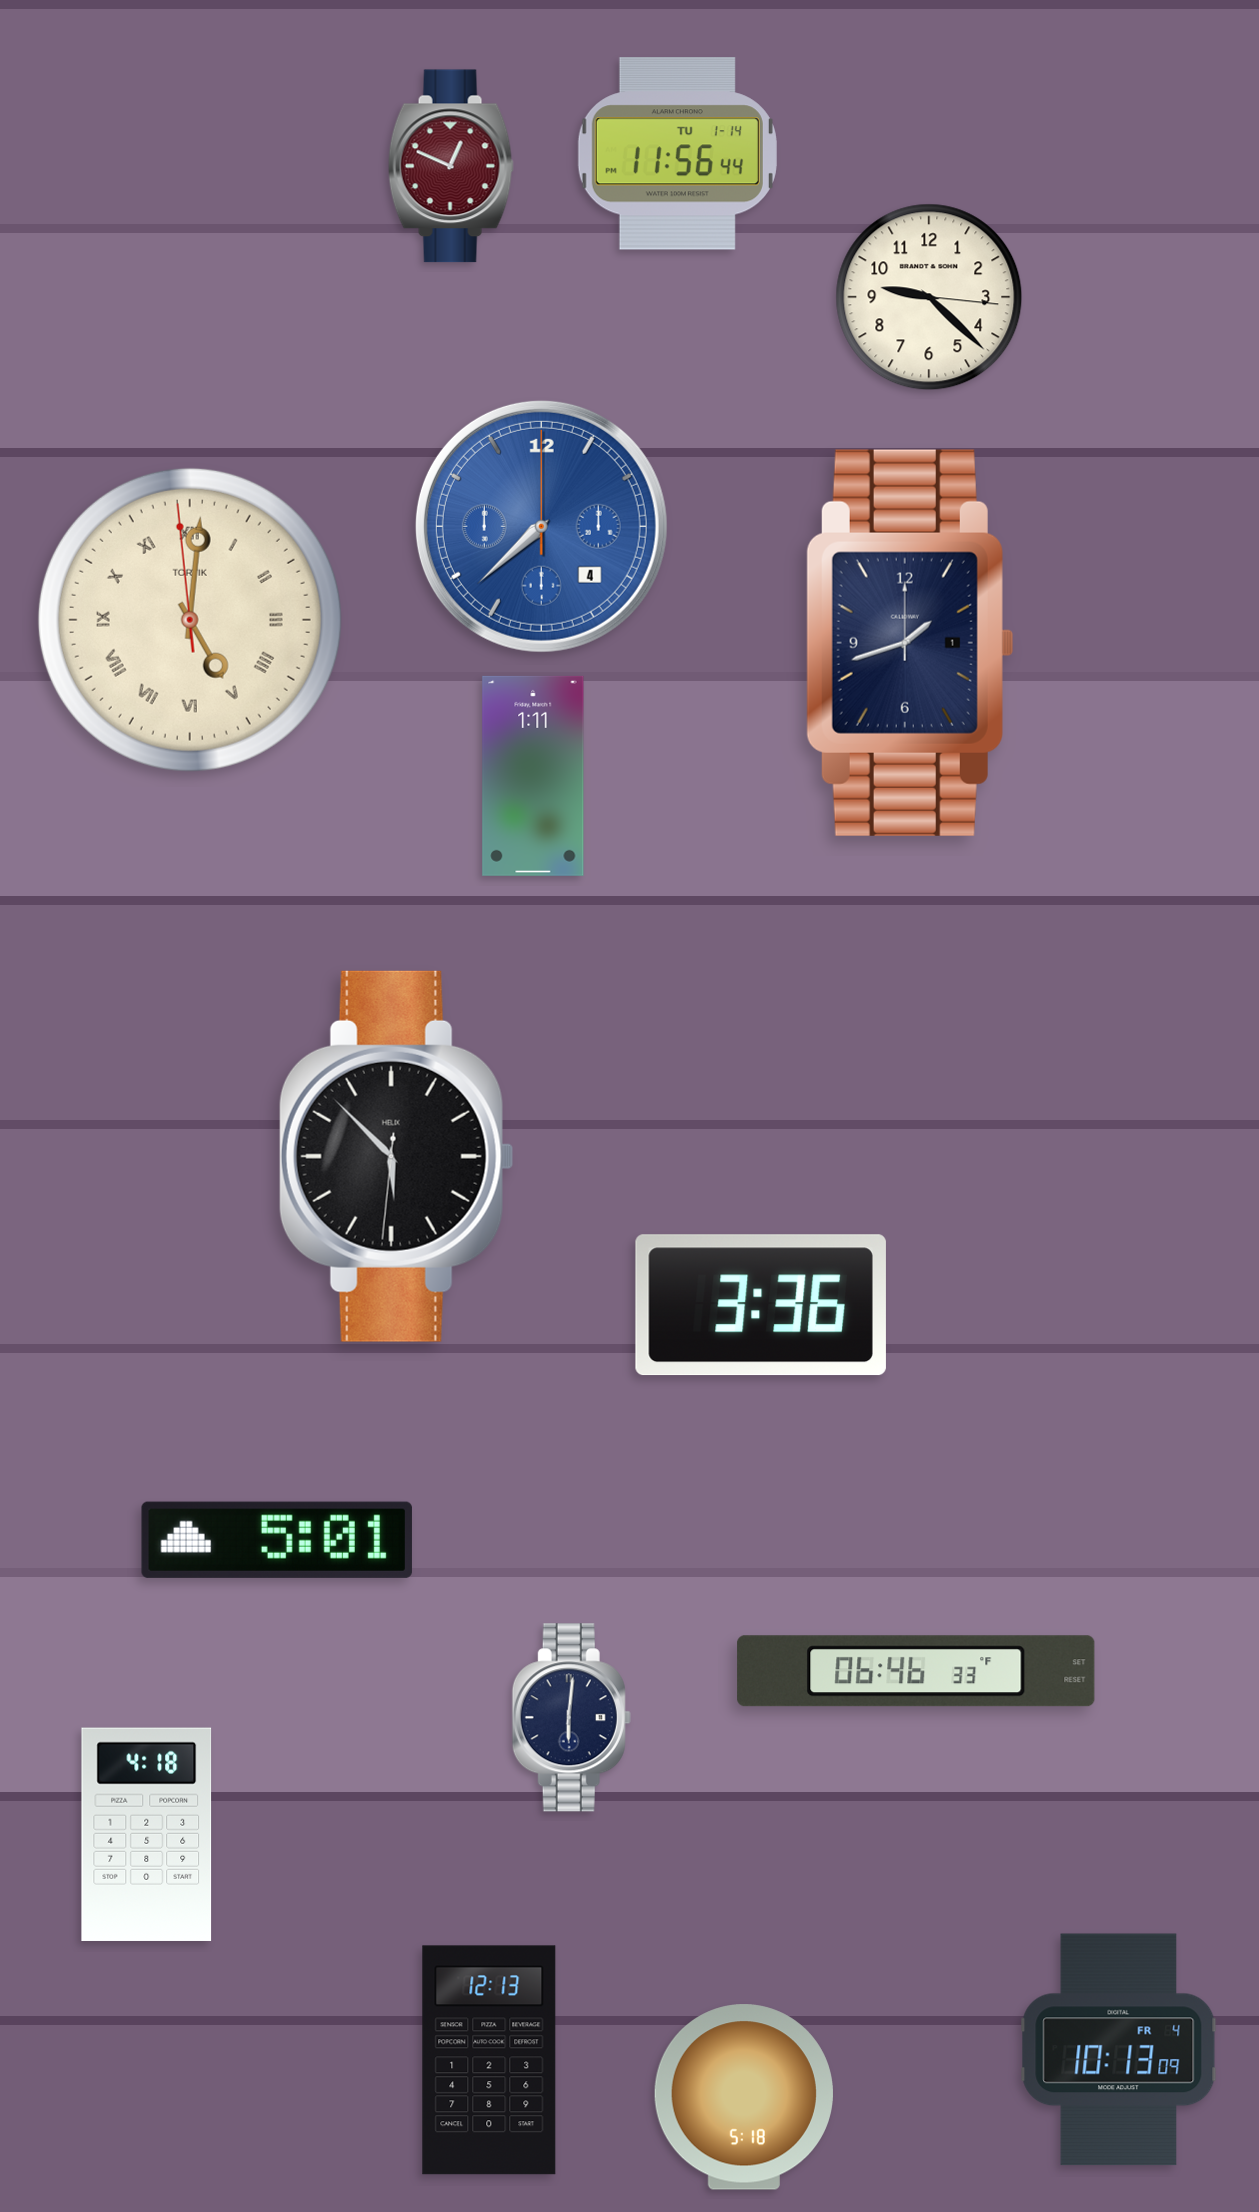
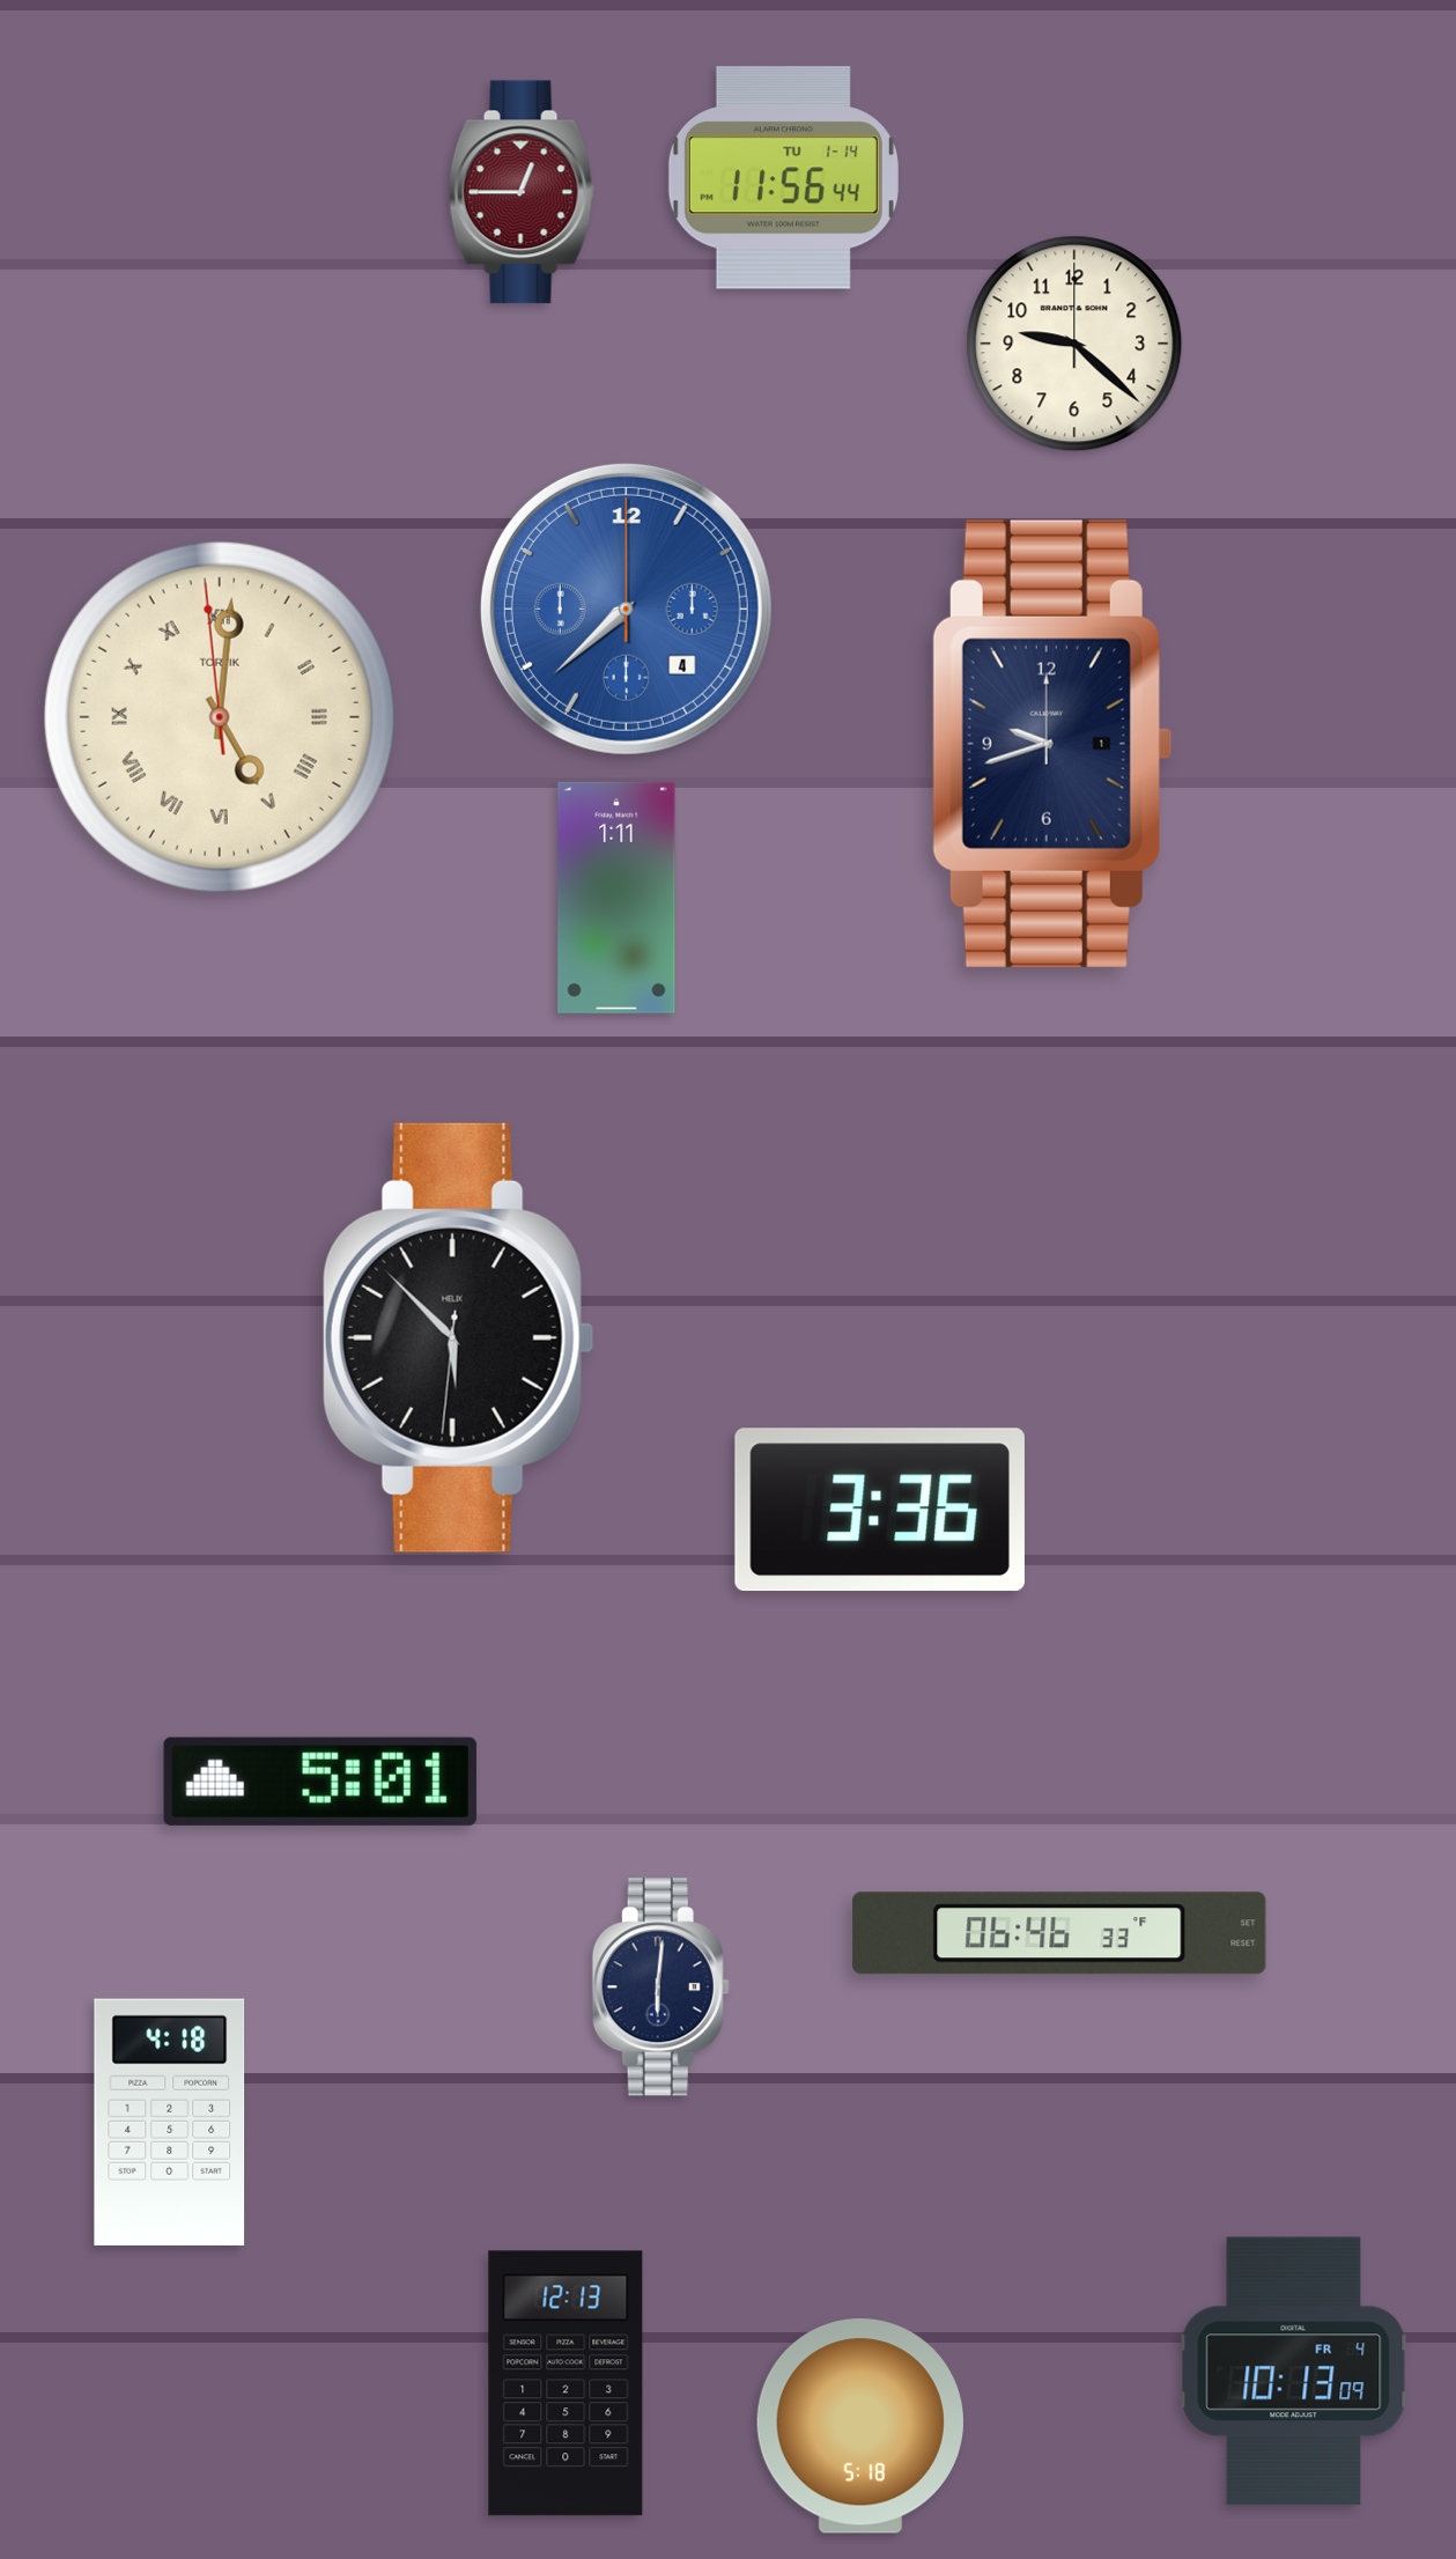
clock at (451, 166): 12:49 -> 12:45
clock at (929, 297): 9:22:16 -> 9:22:00
clock at (909, 643): 1:42 -> 9:42
